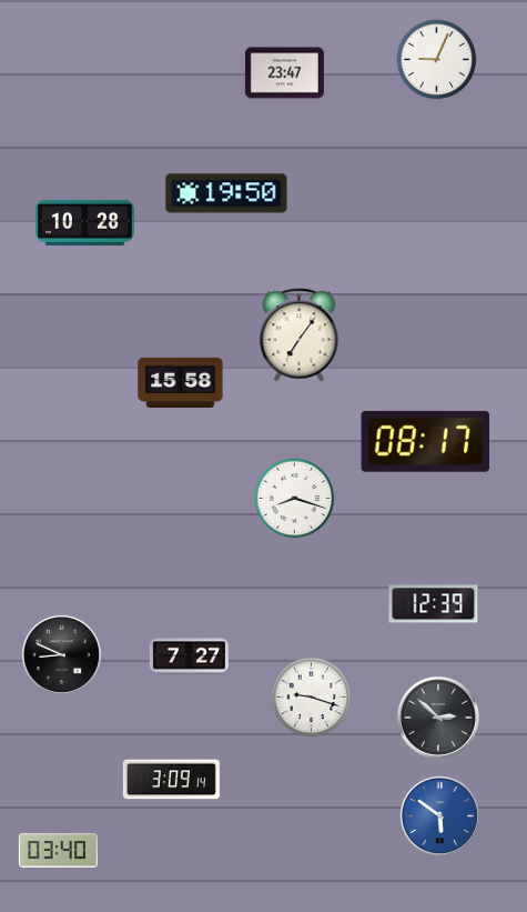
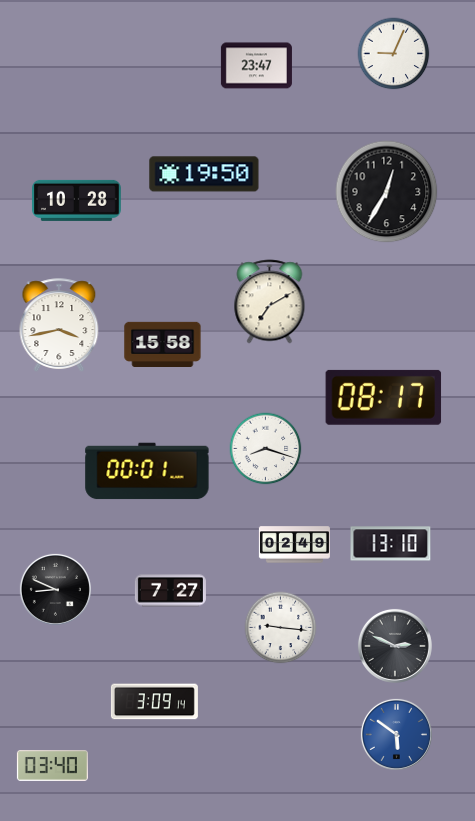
clock at (387, 192): none -> 12:35
clock at (300, 335): 7:06 -> 7:10
clock at (59, 325): none -> 3:43
clock at (147, 471): none -> 00:01
clock at (434, 604): 12:39 -> 13:10
clock at (294, 545): none -> 02:49
clock at (312, 698): 9:18 -> 9:16
clock at (438, 718): 2:52 -> 2:49
